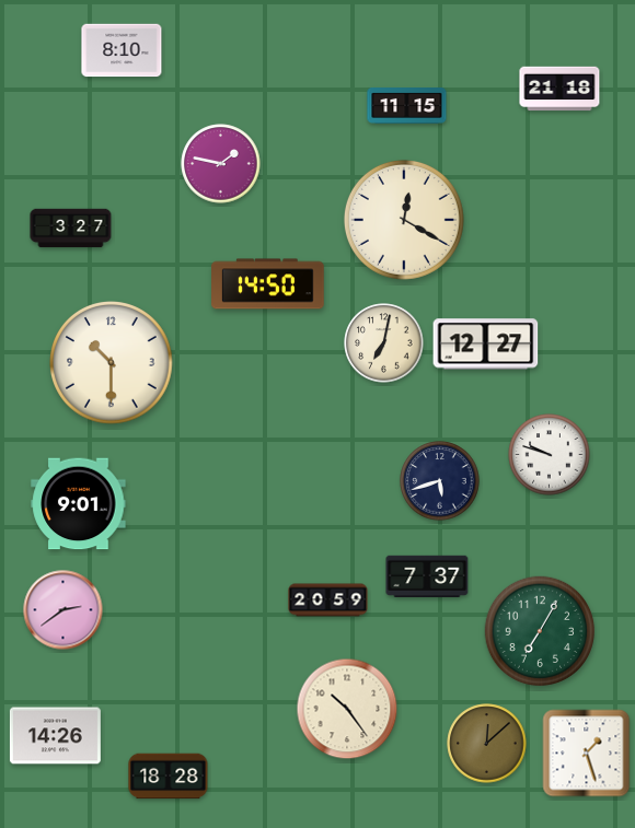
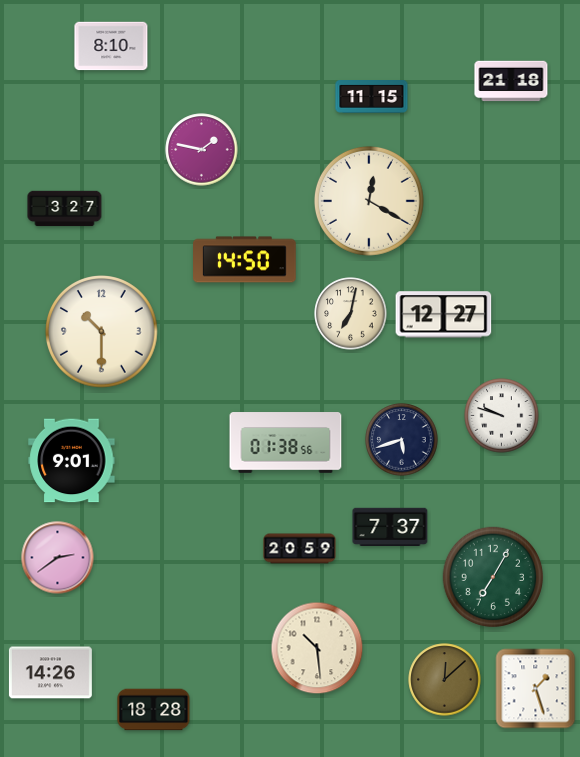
clock at (286, 443): none -> 01:38
clock at (347, 709): 10:24 -> 10:29
